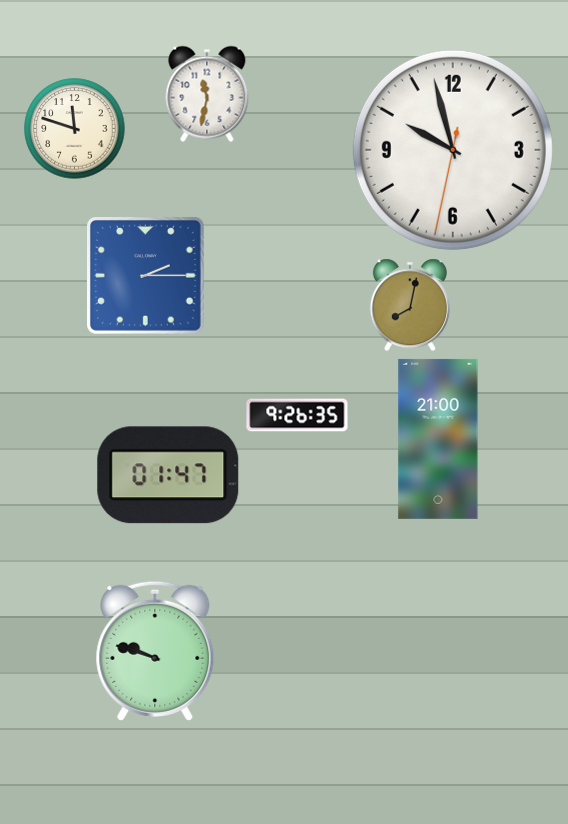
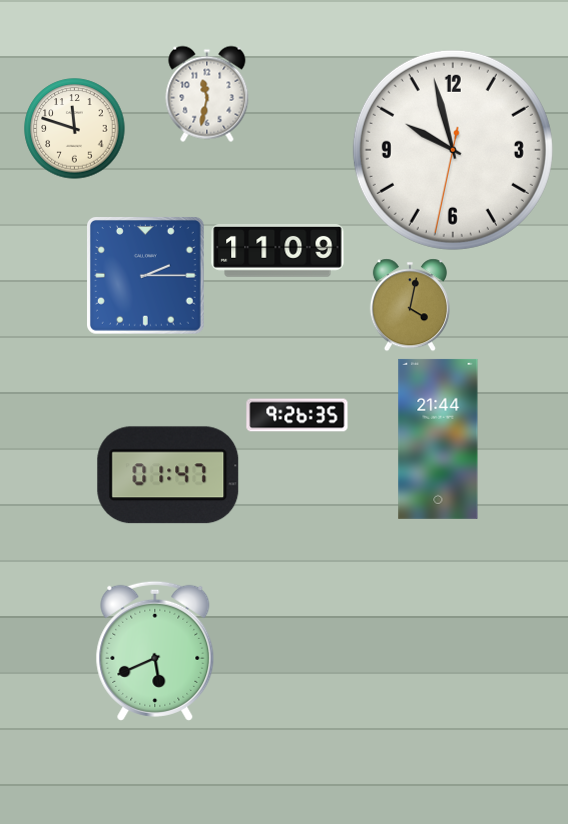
clock at (278, 251): none -> 11:09
clock at (410, 305): 8:02 -> 4:02
clock at (438, 439): 21:00 -> 21:44
clock at (155, 651): 9:48 -> 5:41
